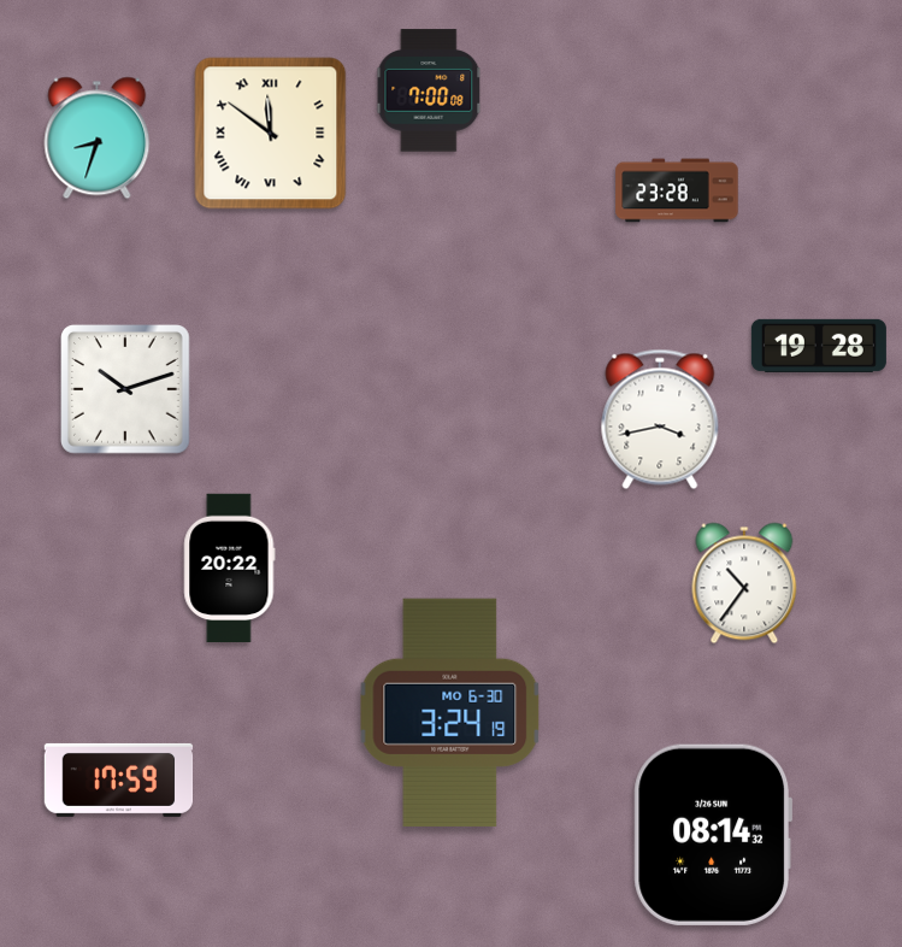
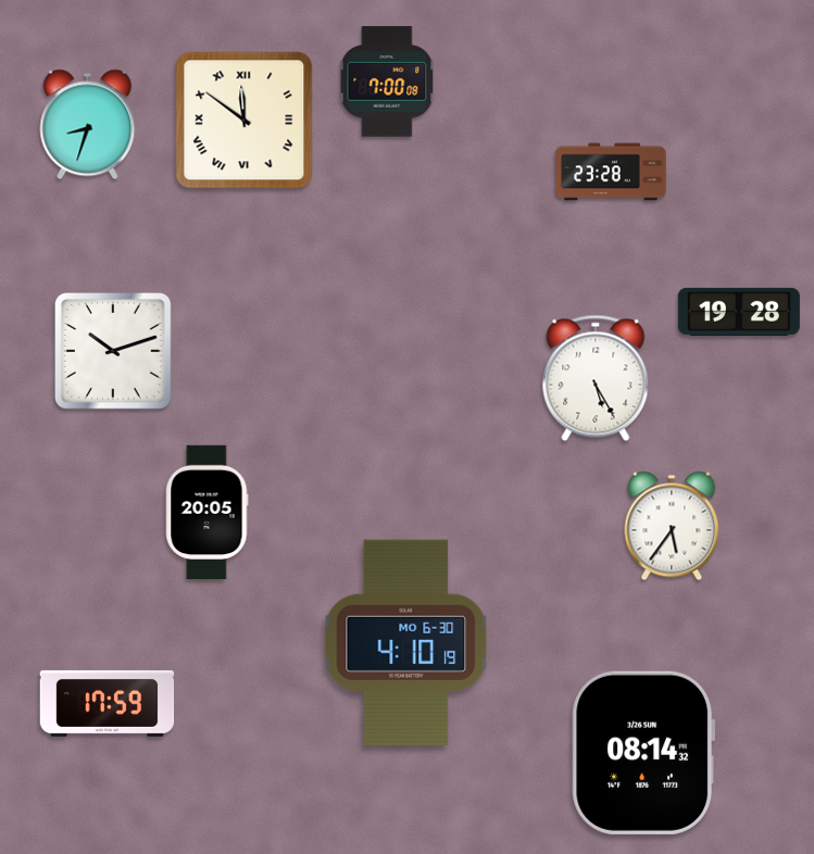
clock at (660, 419): 3:43 -> 5:25
clock at (230, 569): 20:22 -> 20:05
clock at (744, 583): 10:36 -> 5:36
clock at (450, 712): 3:24 -> 4:10
